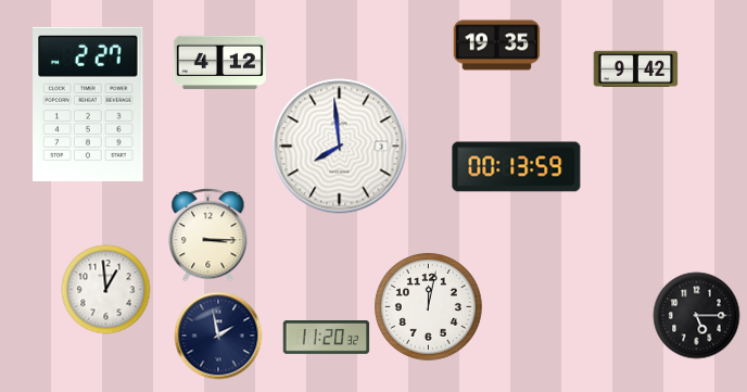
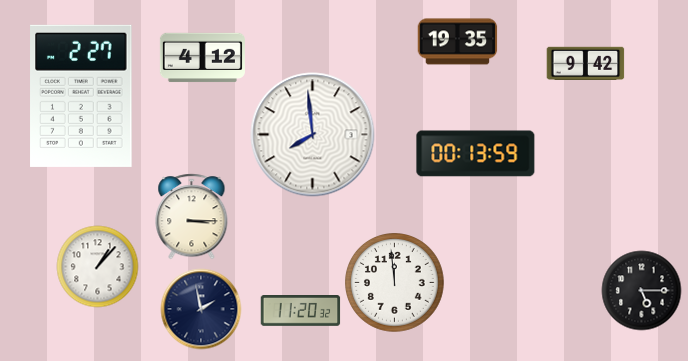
clock at (105, 289): 12:59 -> 1:07
clock at (429, 307): 12:02 -> 11:59
